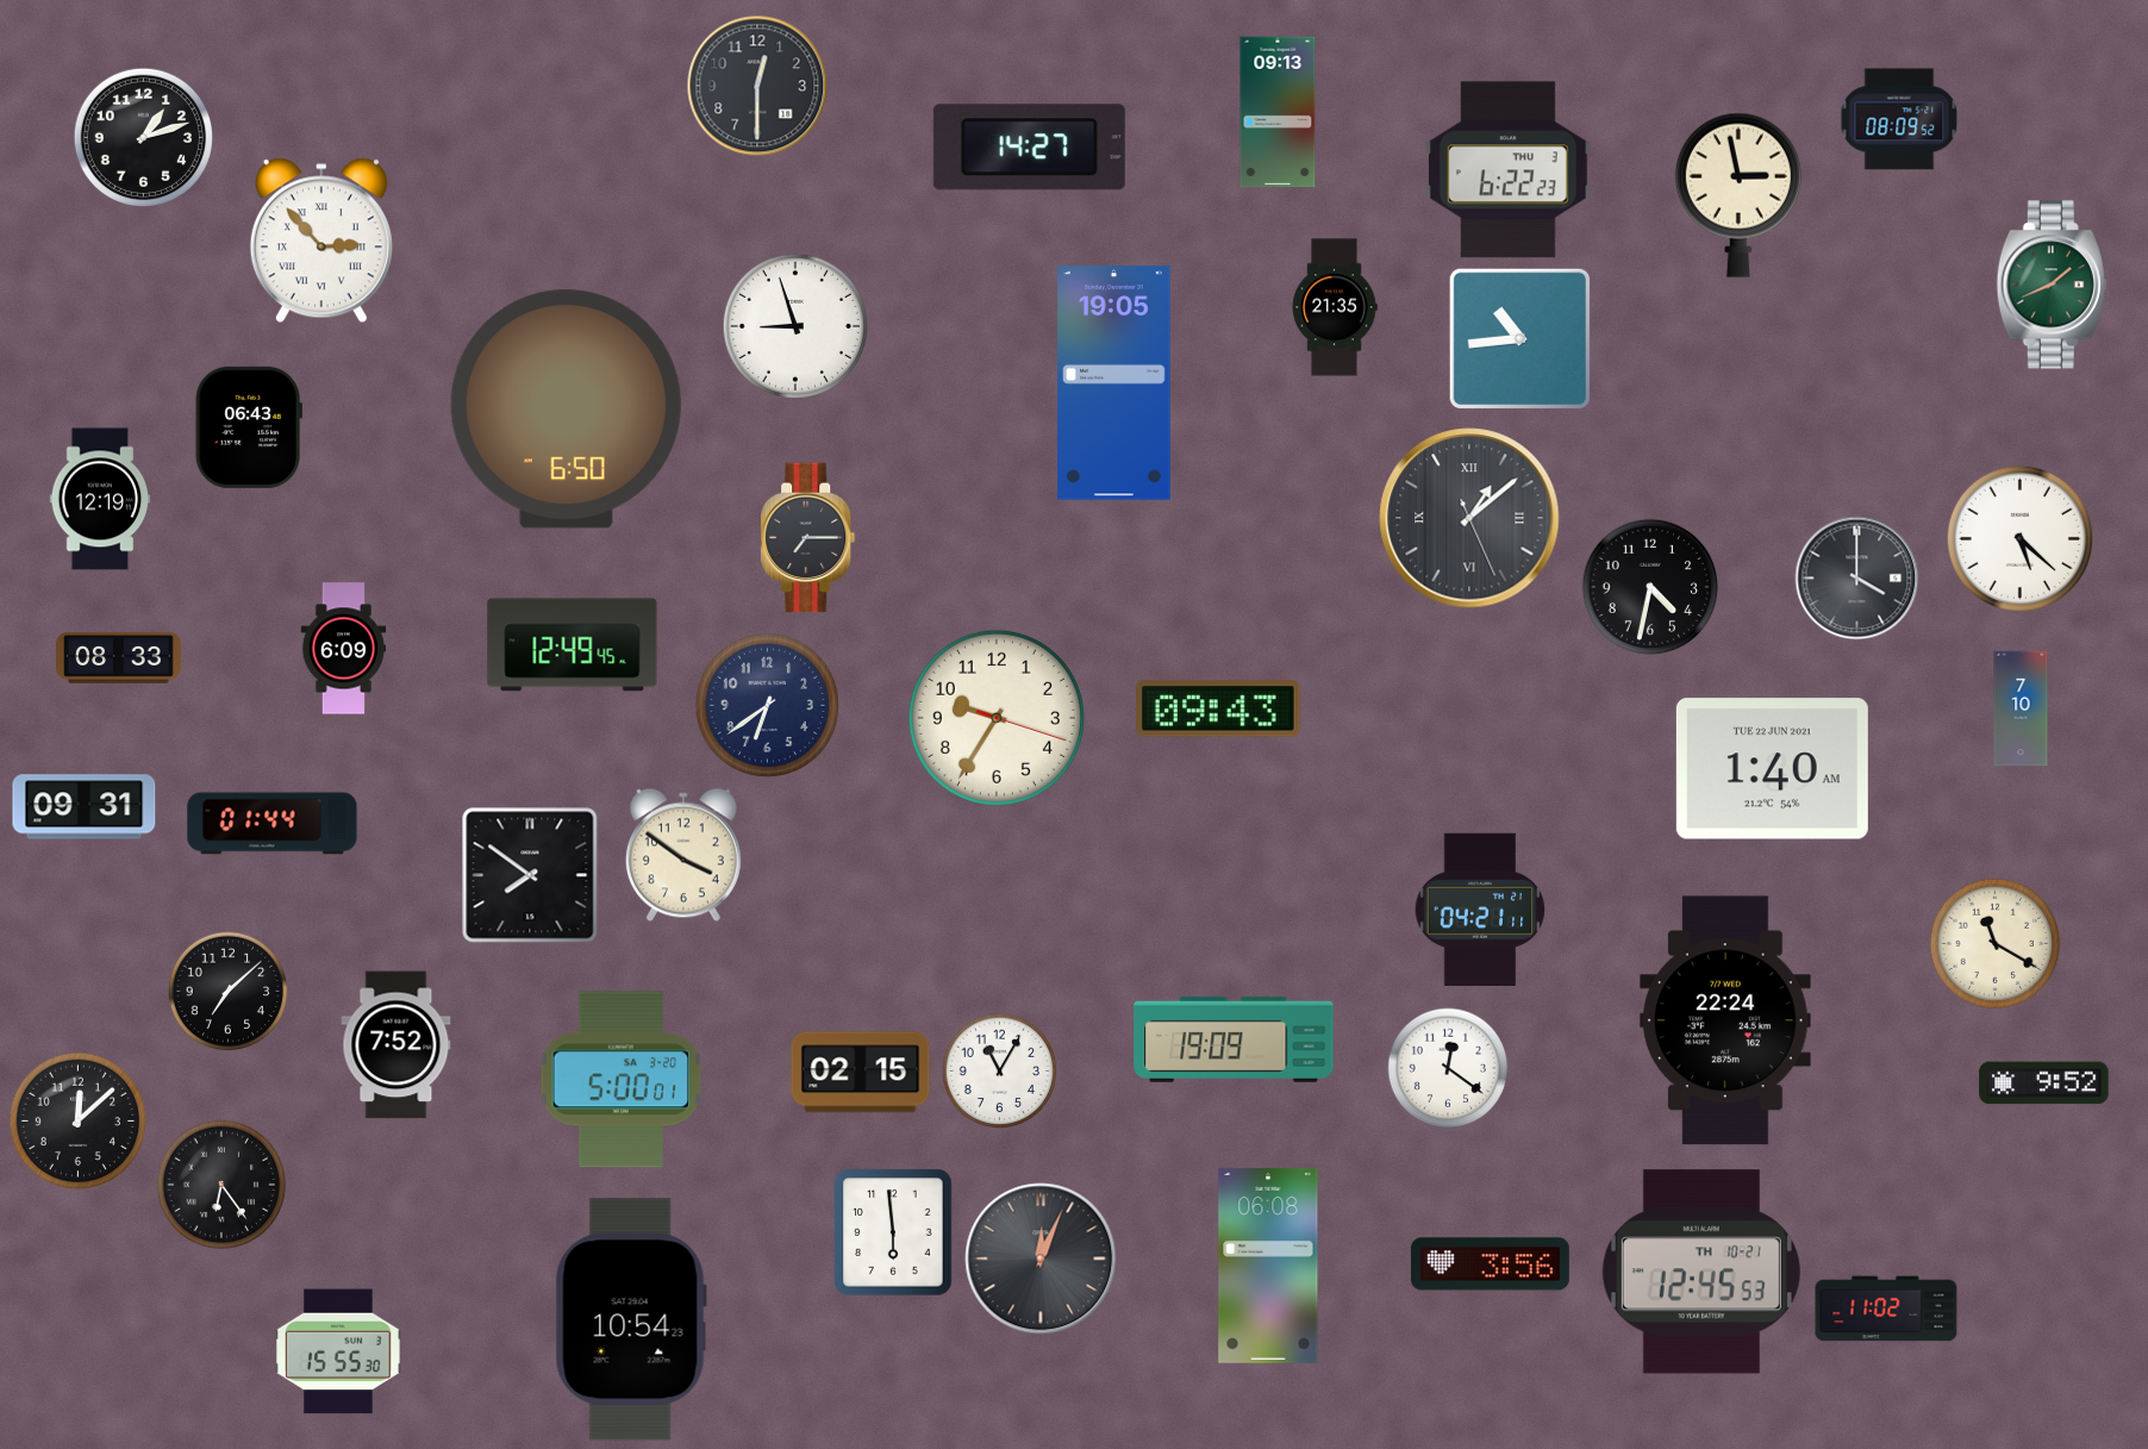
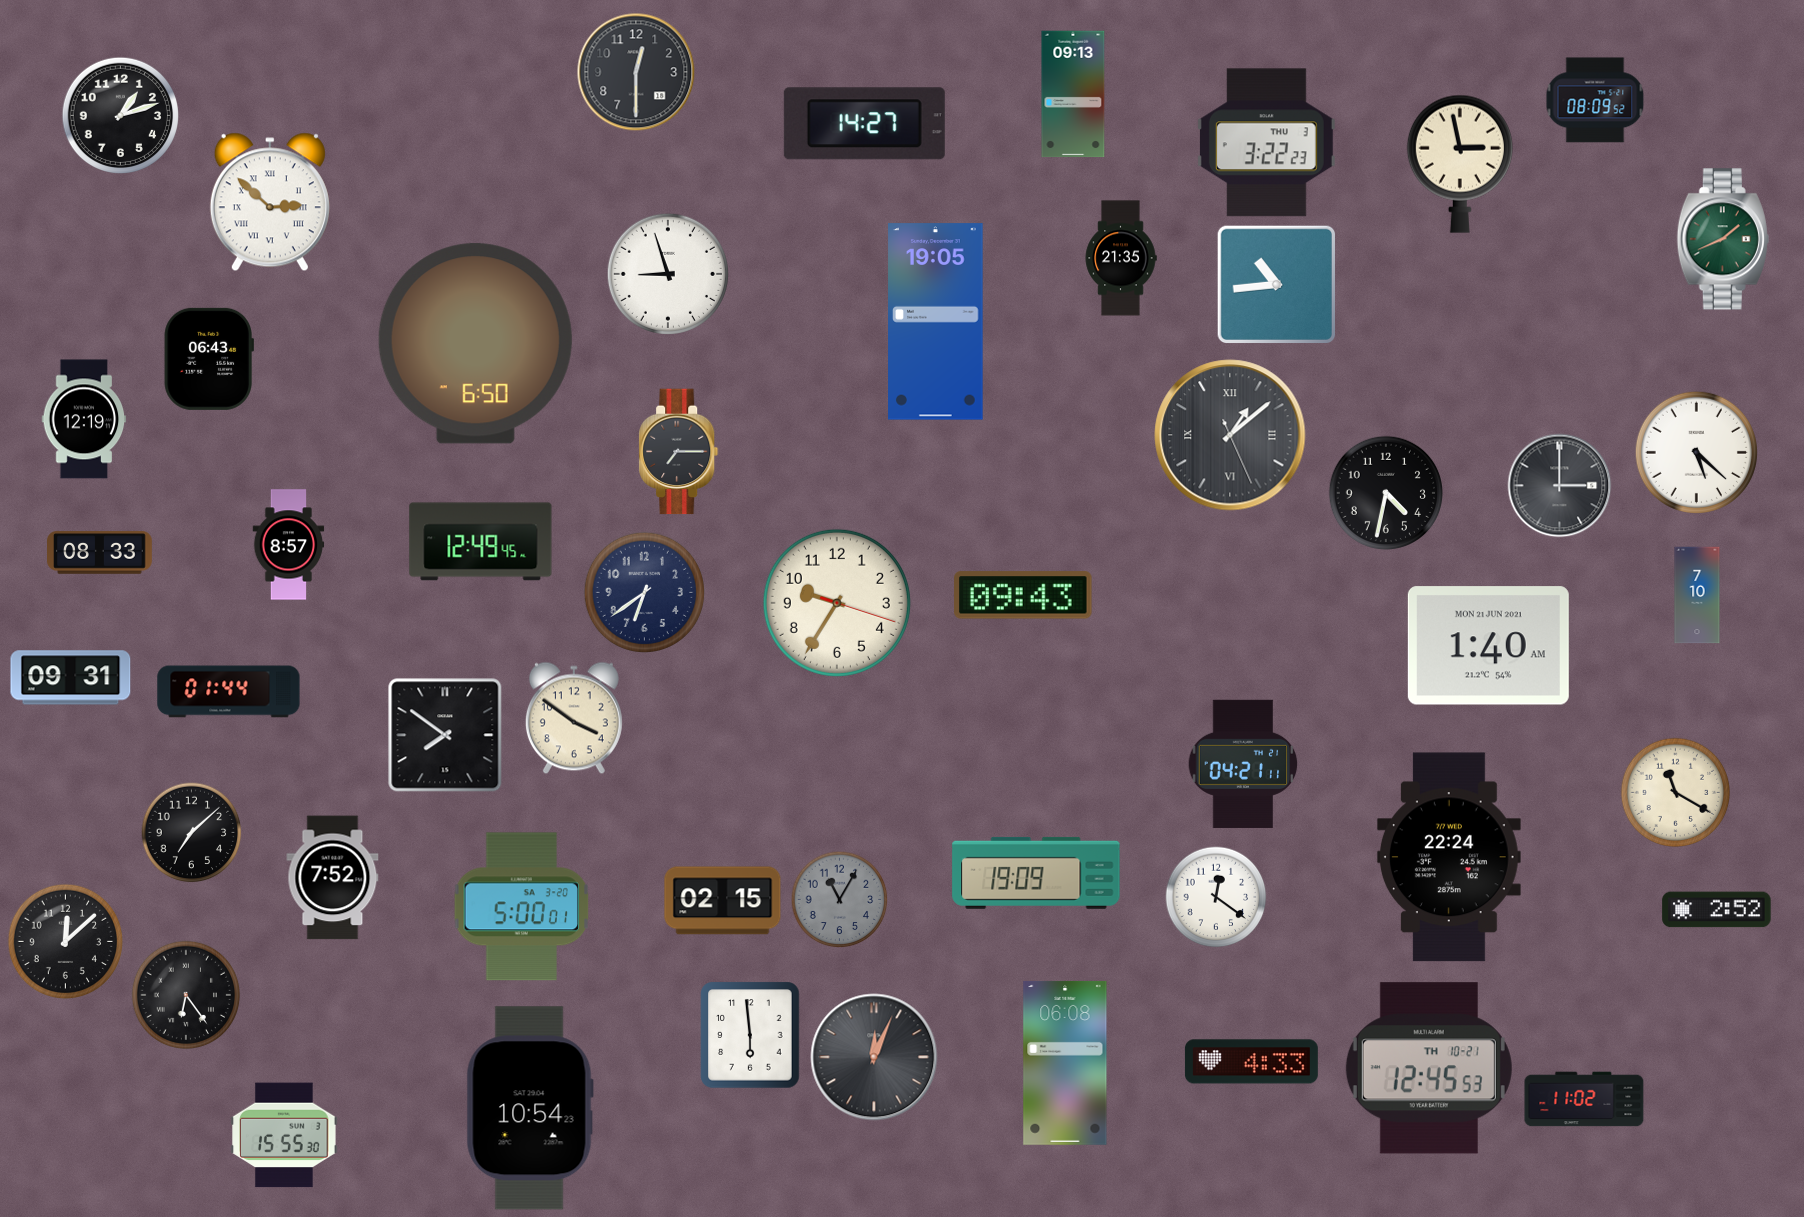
clock at (1507, 170): 6:22 -> 3:22
clock at (321, 241): 2:53 -> 2:52
clock at (1469, 518) position: (1469, 518) -> (1230, 435)
clock at (1857, 579): 4:00 -> 3:00
clock at (344, 649): 6:09 -> 8:57
clock at (1772, 769) date: TUE 22 JUN 2021 -> MON 21 JUN 2021
clock at (1000, 1072) dial: white -> grey
clock at (2044, 1083): 9:52 -> 2:52
clock at (1490, 1264): 3:56 -> 4:33
